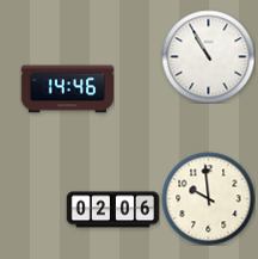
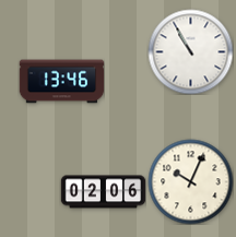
clock at (67, 90): 14:46 -> 13:46
clock at (208, 198): 9:59 -> 10:04
